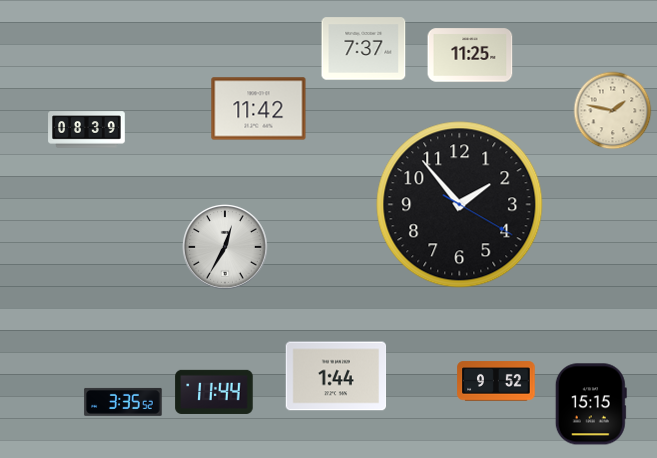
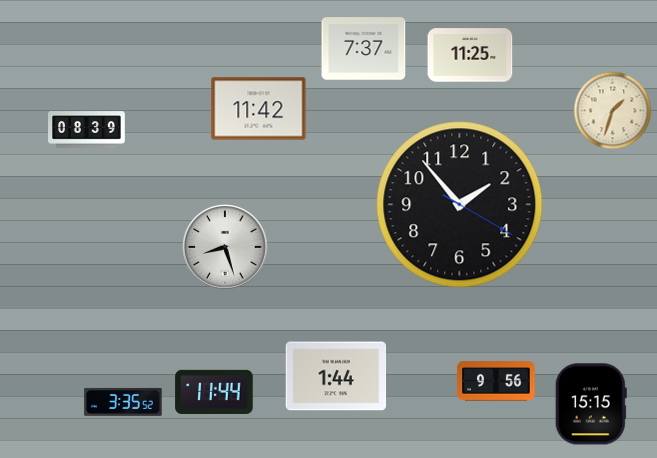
clock at (613, 111): 1:47 -> 1:33
clock at (226, 248): 12:35 -> 8:27
clock at (496, 381): 9:52 -> 9:56
